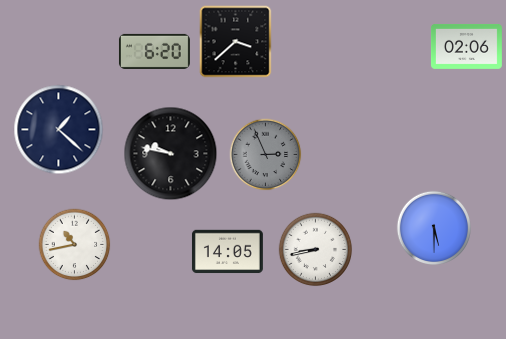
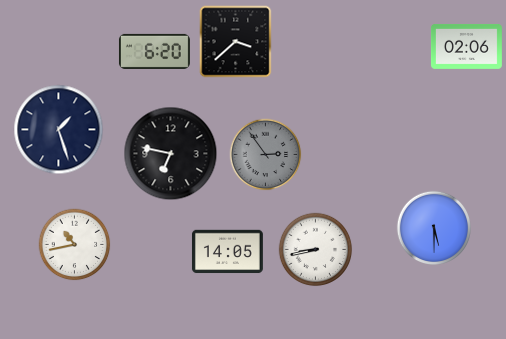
clock at (59, 130): 1:22 -> 1:27
clock at (171, 154): 9:47 -> 6:47
clock at (266, 155): 2:56 -> 2:54
